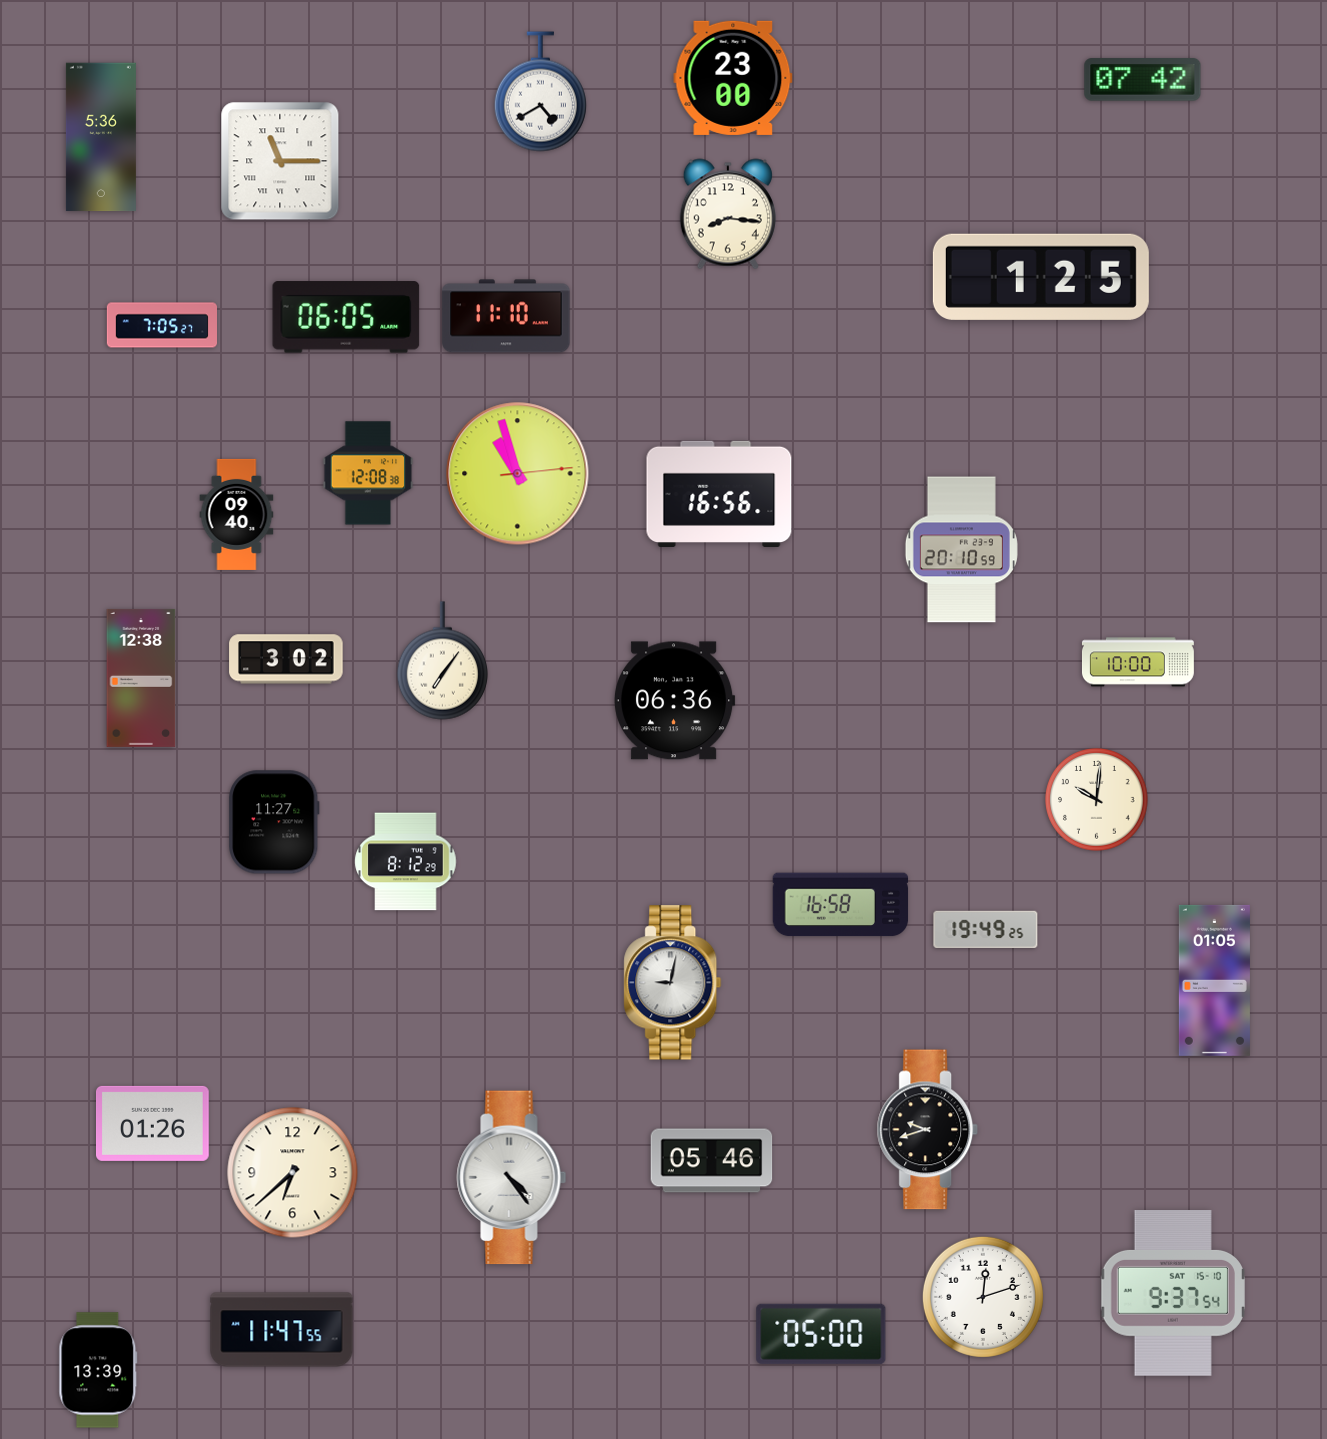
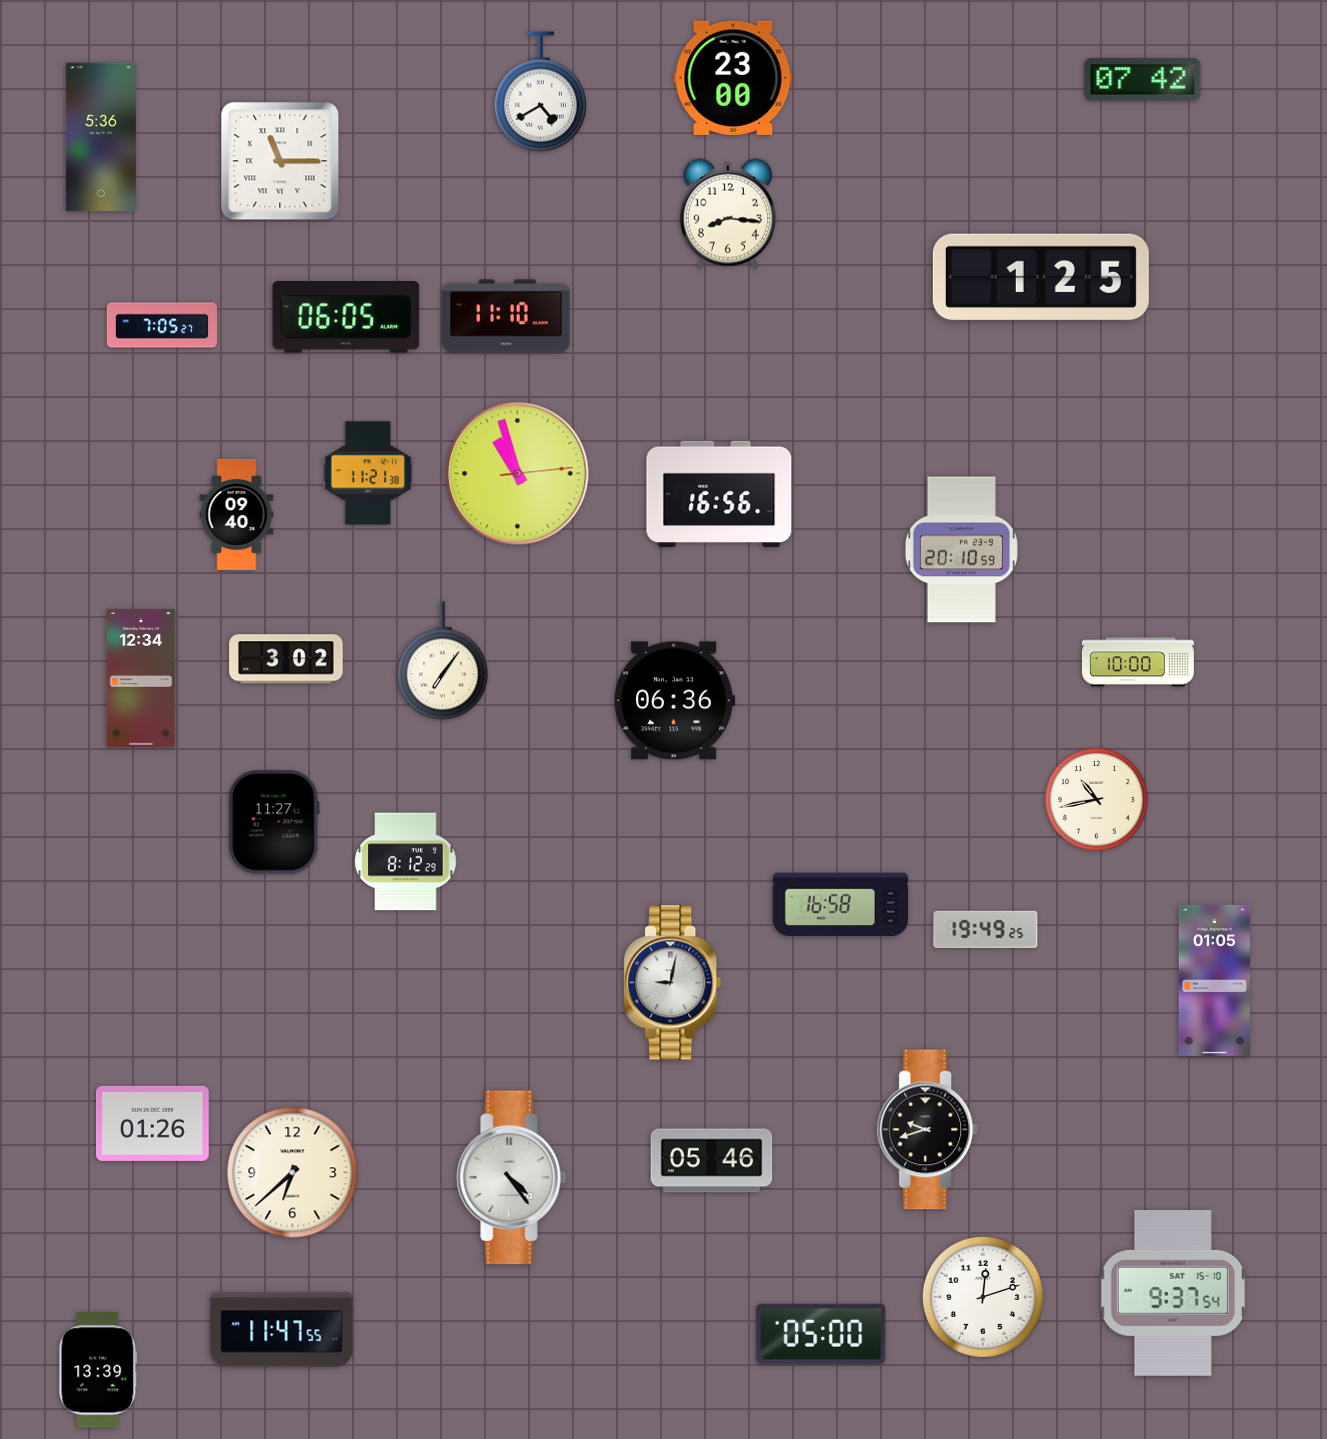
clock at (368, 473): 12:08 -> 11:21
clock at (141, 678): 12:38 -> 12:34
clock at (1097, 800): 10:01 -> 10:43
